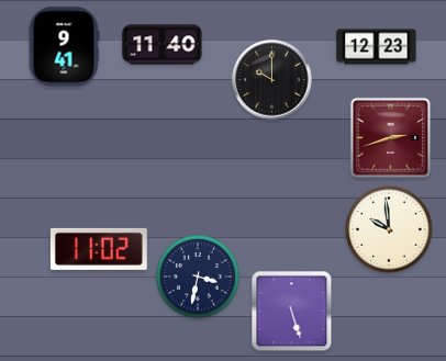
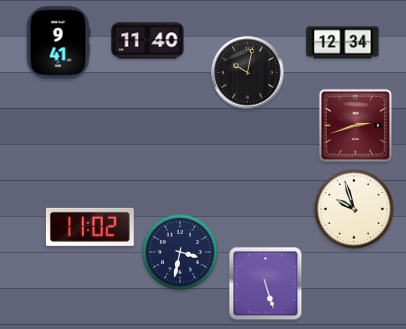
clock at (377, 47): 12:23 -> 12:34
clock at (272, 80): 10:00 -> 10:02
clock at (389, 229): 9:59 -> 9:57
